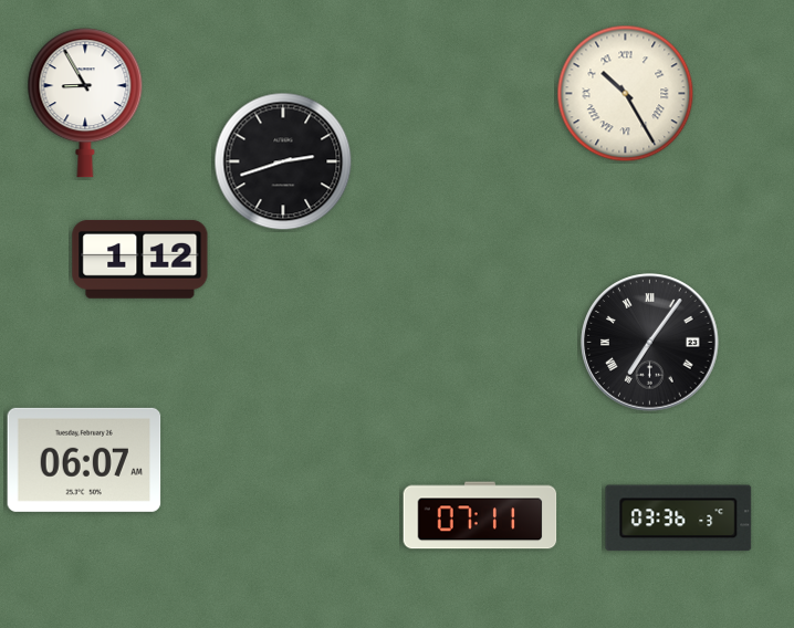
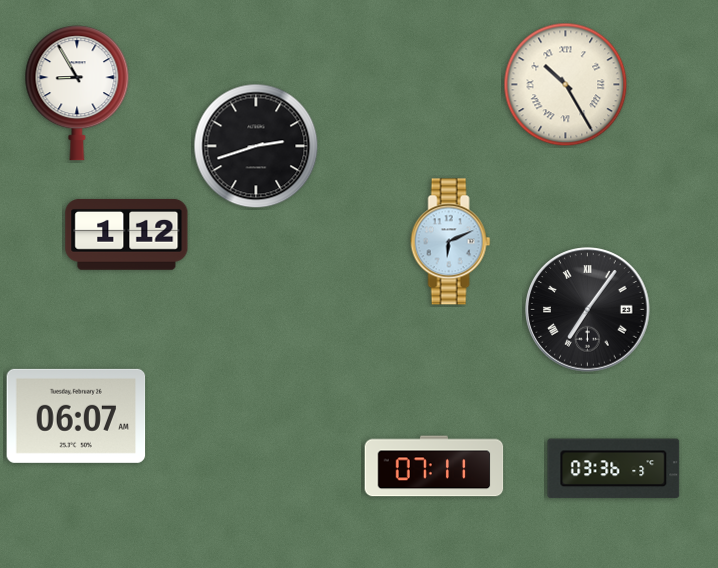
clock at (451, 242): none -> 6:11
